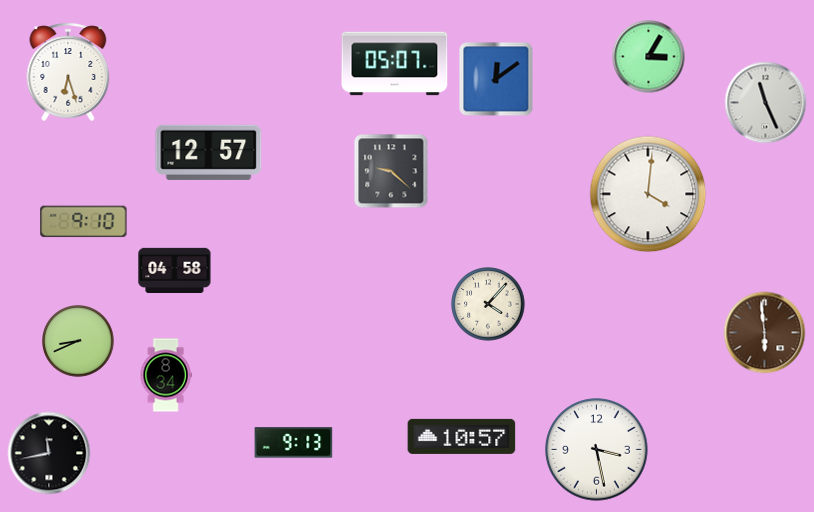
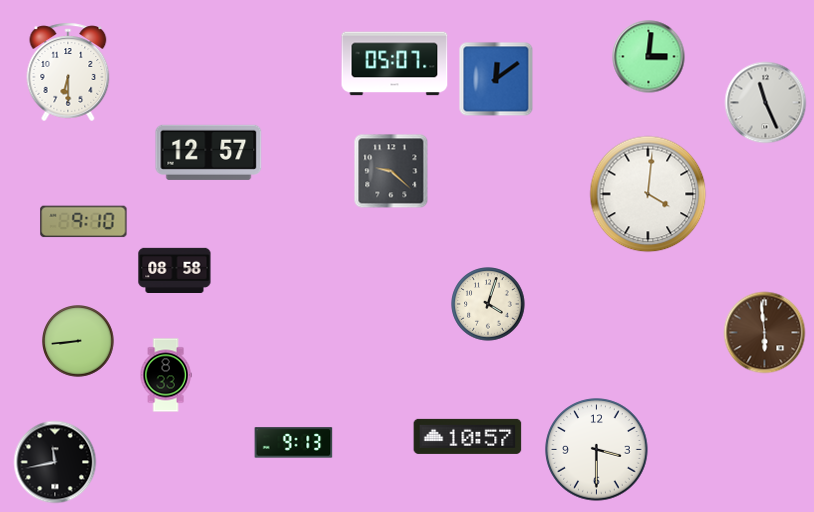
clock at (649, 57): 3:05 -> 3:01
clock at (68, 72): 6:27 -> 6:30
clock at (175, 270): 04:58 -> 08:58
clock at (488, 304): 4:07 -> 4:03
clock at (79, 342): 8:41 -> 8:44
clock at (166, 375): 8:34 -> 8:33
clock at (462, 436) position: (462, 436) -> (468, 436)
clock at (597, 450): 3:28 -> 3:30
clock at (49, 453) position: (49, 453) -> (55, 462)
